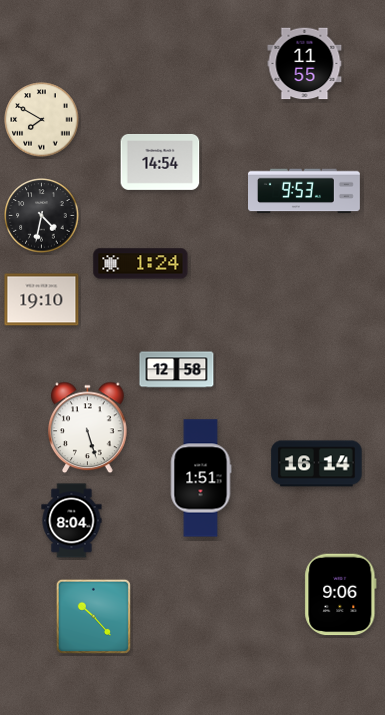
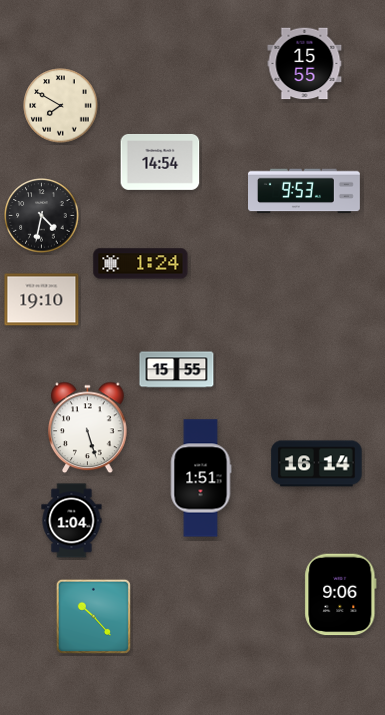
clock at (305, 64): 11:55 -> 15:55
clock at (42, 120) position: (42, 120) -> (61, 106)
clock at (177, 370): 12:58 -> 15:55
clock at (72, 521): 8:04 -> 1:04
